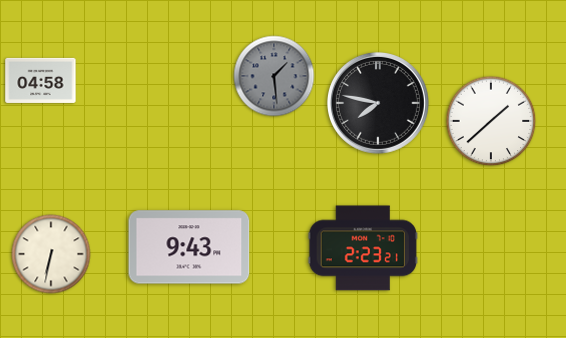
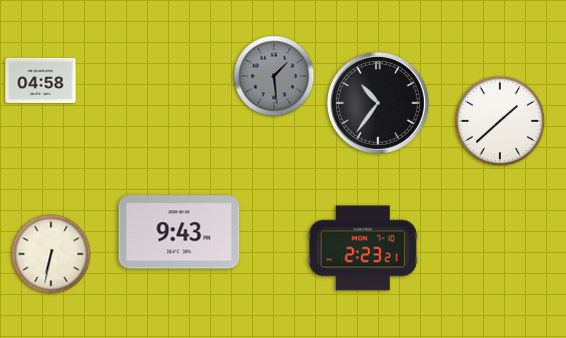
clock at (378, 103): 7:47 -> 10:36
clock at (491, 121) position: (491, 121) -> (500, 121)
clock at (189, 247) position: (189, 247) -> (179, 232)
